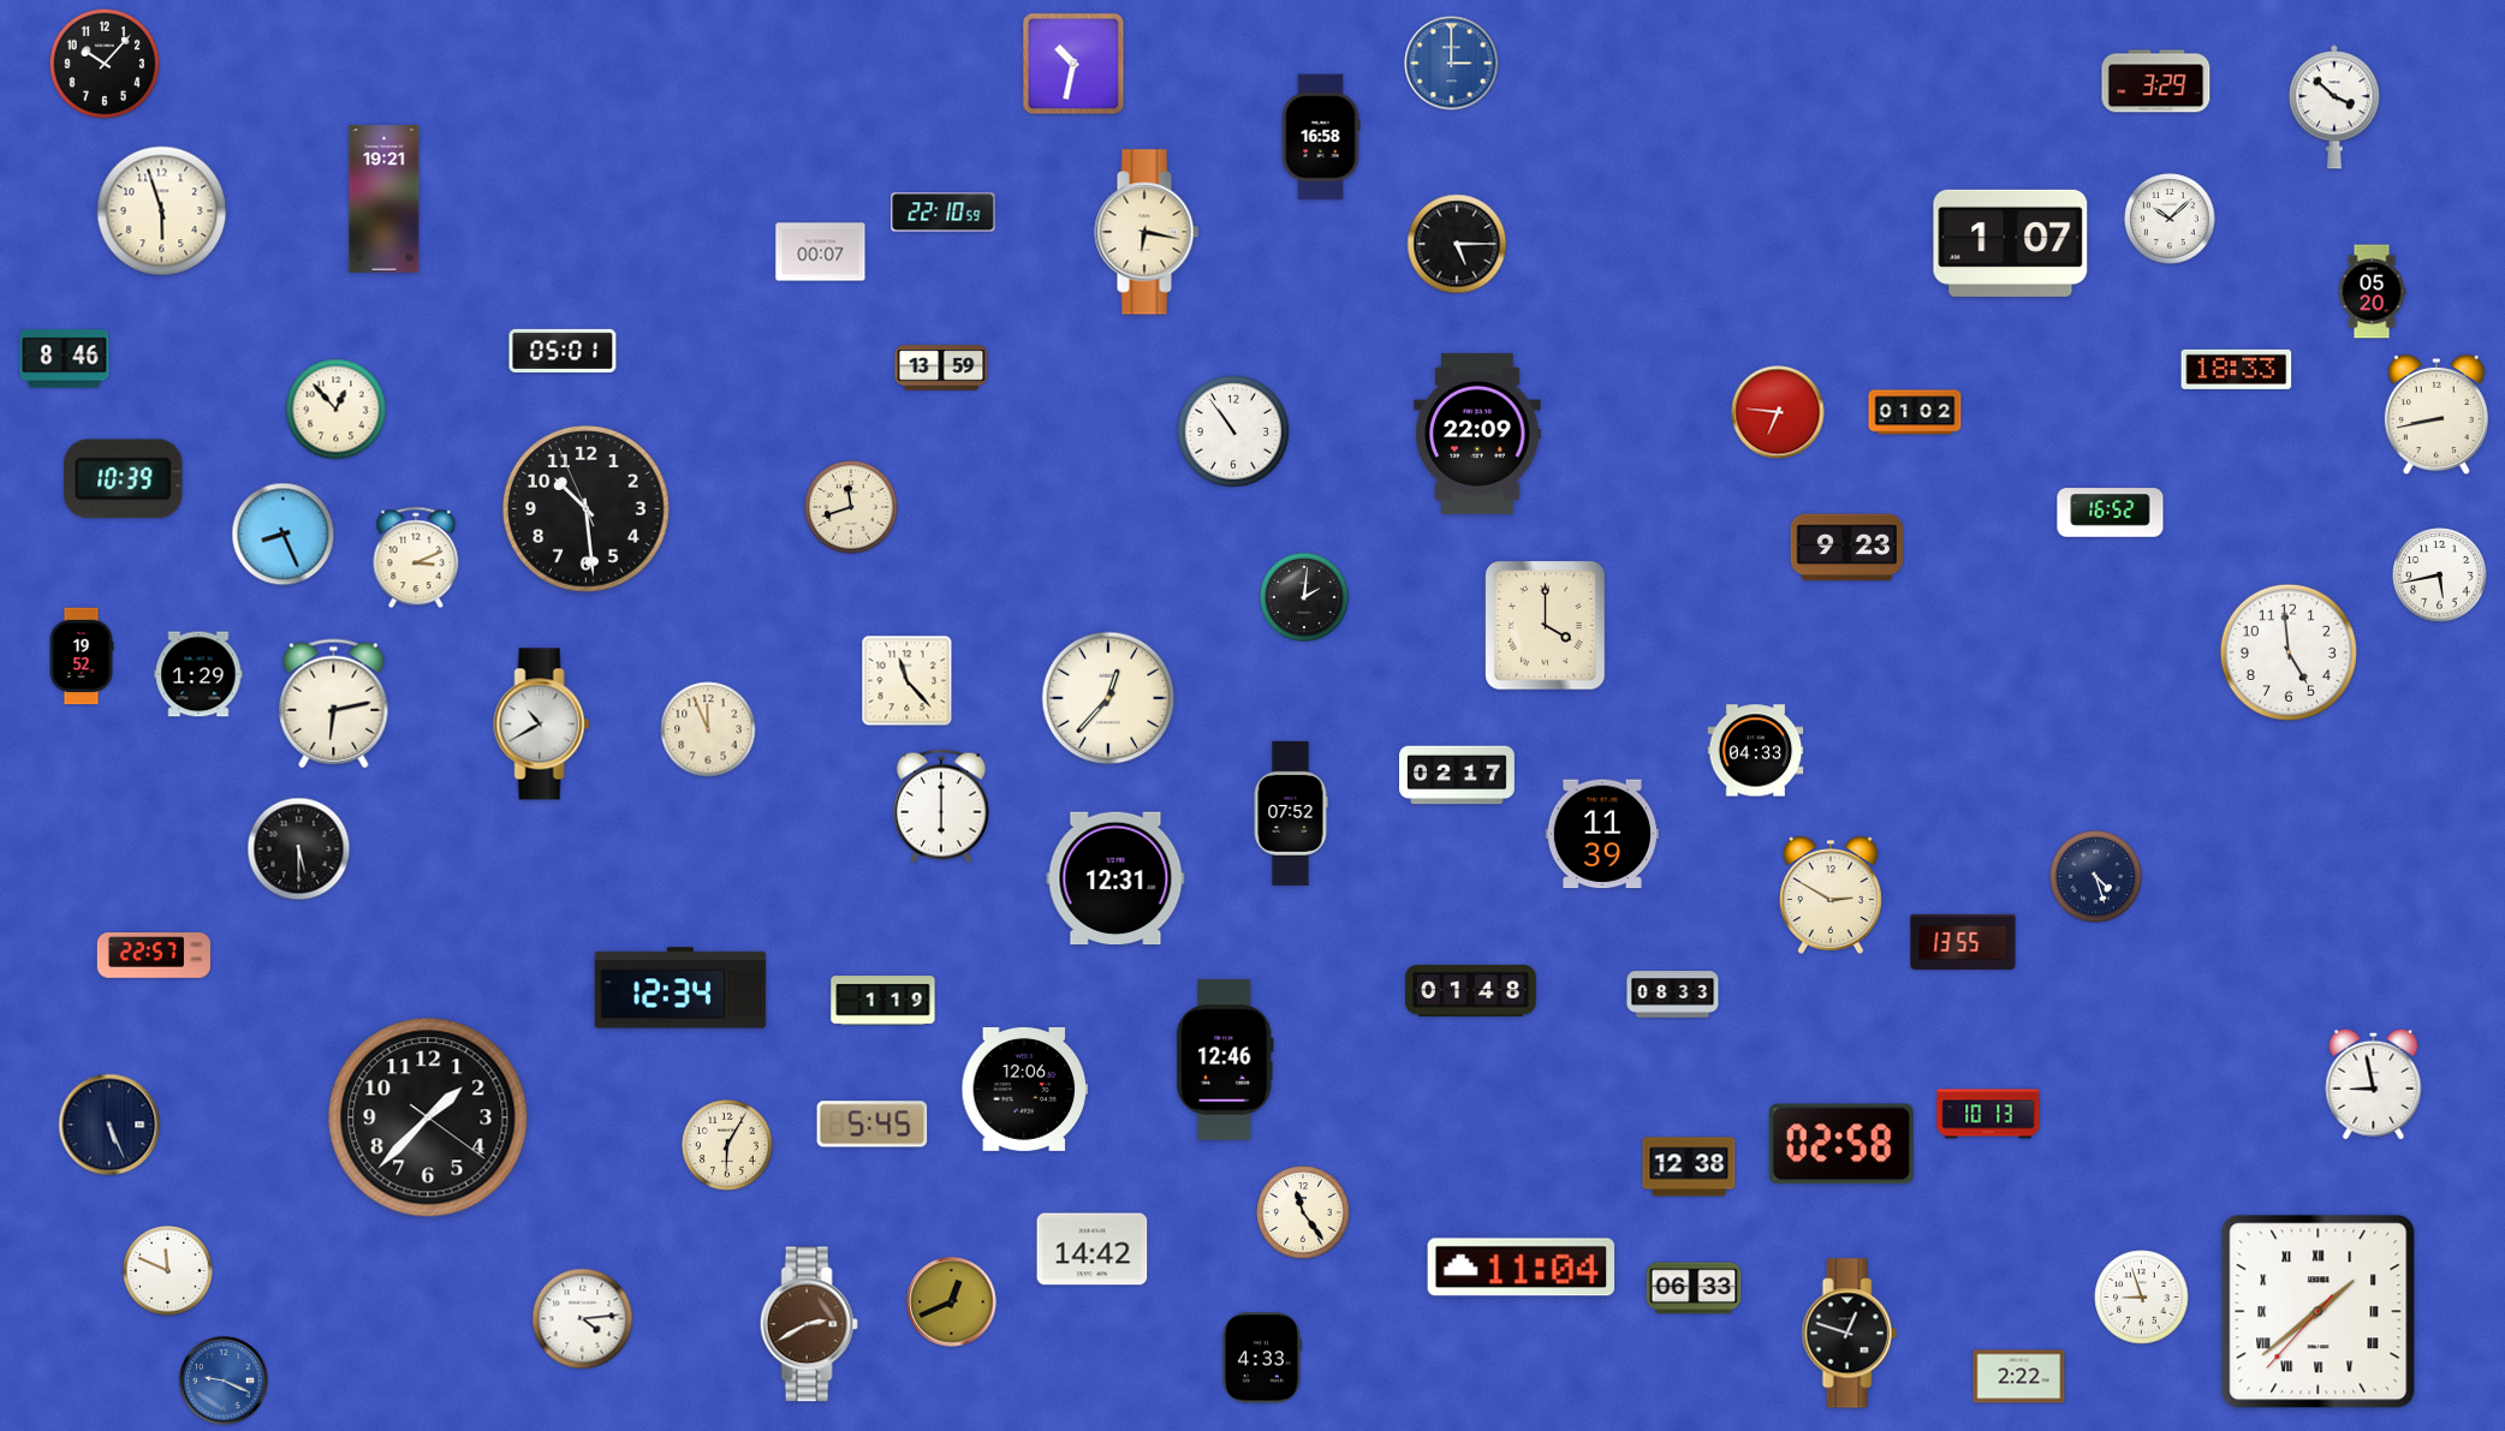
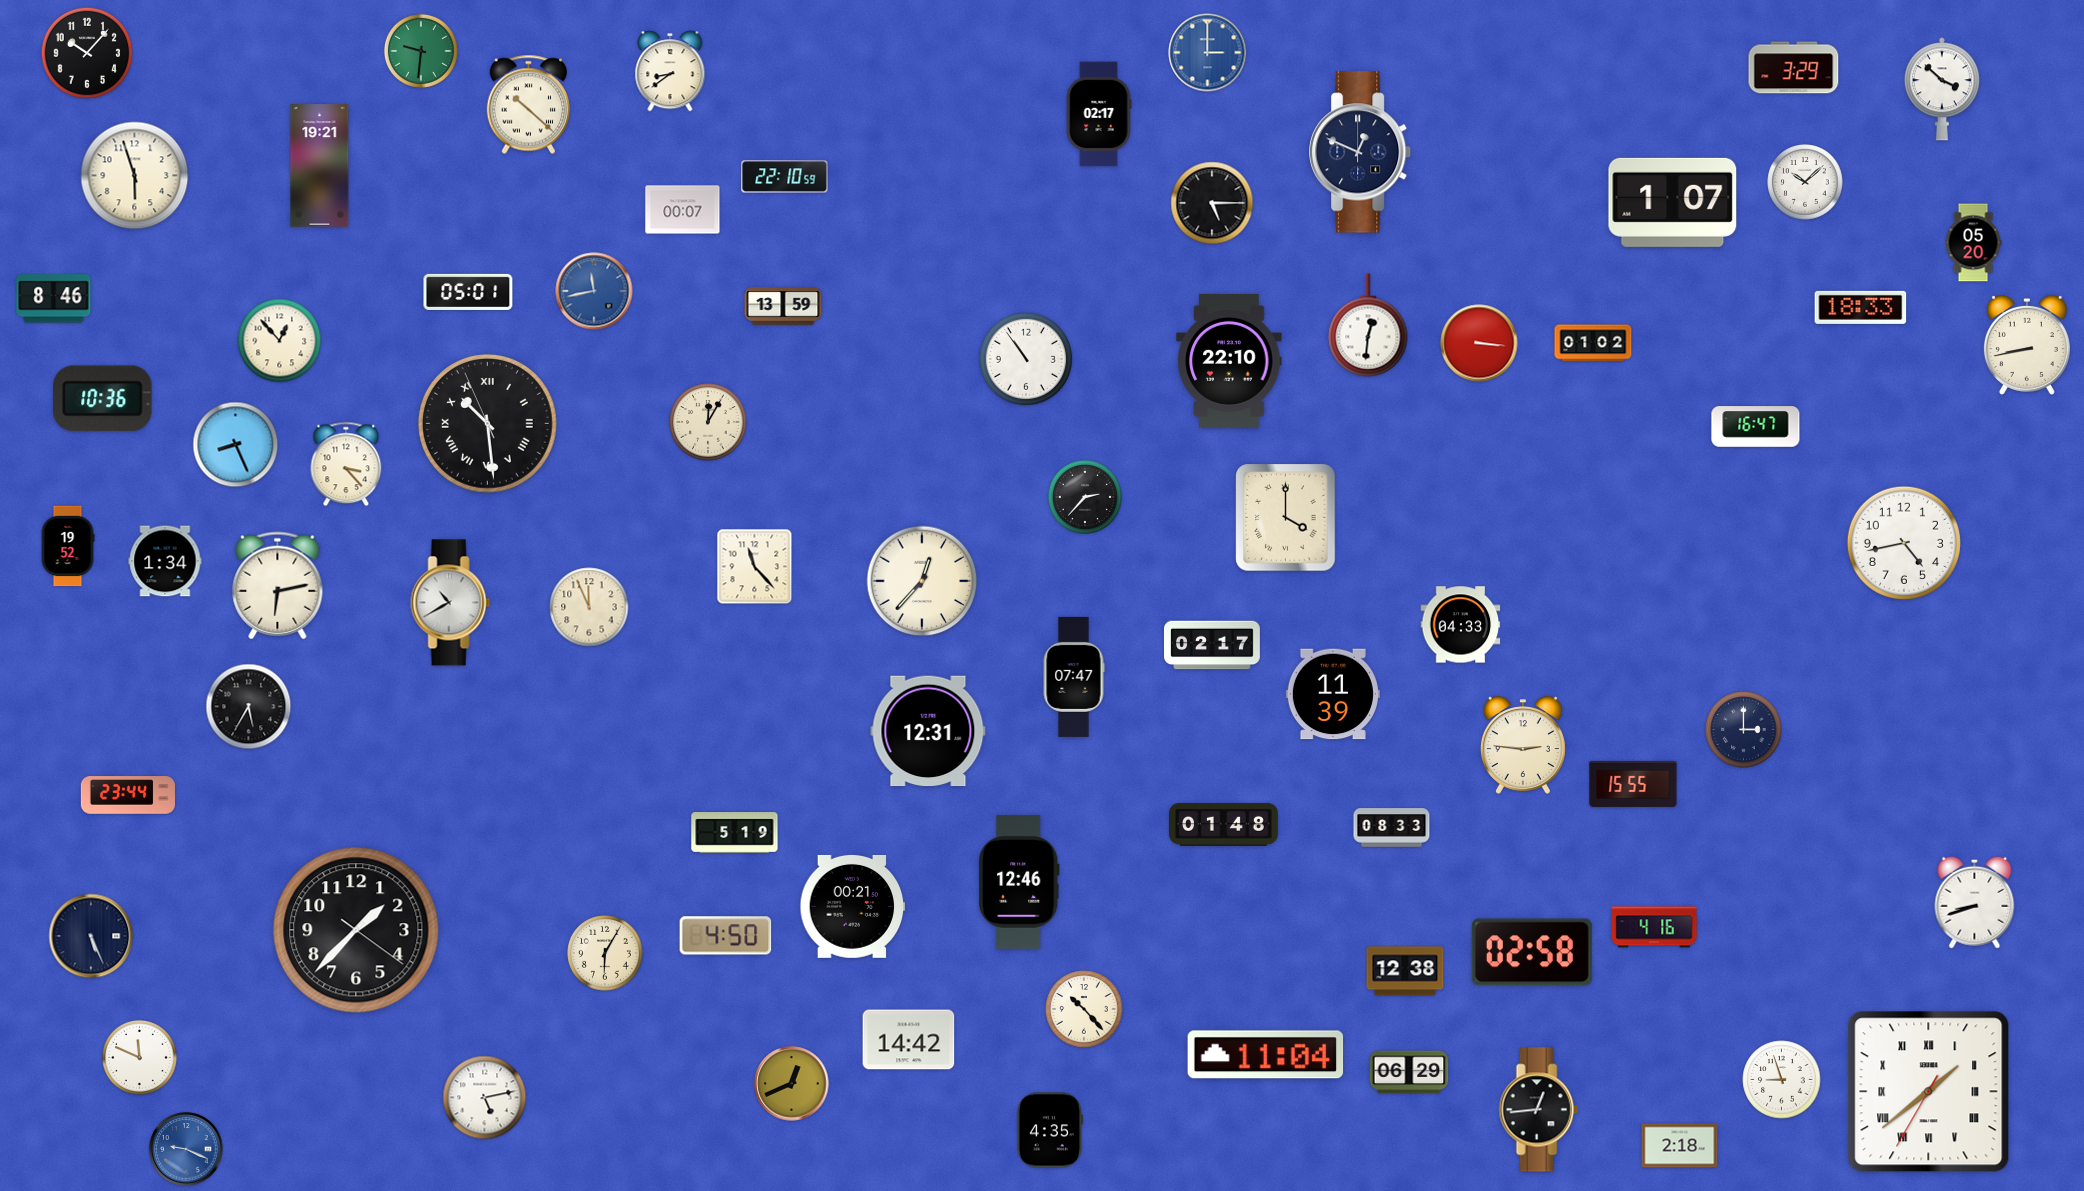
clock at (421, 51): none -> 9:31
clock at (1073, 64): 10:32 -> none
clock at (670, 71): none -> 8:39
clock at (528, 105): none -> 10:22
clock at (1321, 137): 16:58 -> 02:17
clock at (1361, 152): none -> 12:49
clock at (1147, 232): 6:17 -> none
clock at (594, 291): none -> 11:43
clock at (1368, 325): none -> 12:31
clock at (1778, 412): 6:46 -> 3:16
clock at (1477, 434): 22:09 -> 22:10
clock at (124, 479): 10:39 -> 10:36
clock at (851, 507): 11:42 -> 12:05
clock at (585, 508) numerals: Arabic -> Roman
clock at (2111, 513): 16:52 -> 16:47
clock at (1847, 548): 9:23 -> none
clock at (416, 558): 3:11 -> 3:23
clock at (2440, 576): 5:43 -> none
clock at (1304, 597): 2:01 -> 2:37
clock at (1546, 626) position: (1546, 626) -> (1286, 518)
clock at (2289, 652): 4:59 -> 4:43
clock at (198, 674): 1:29 -> 1:34
clock at (941, 806): 6:00 -> none
clock at (1291, 813): 07:52 -> 07:47
clock at (299, 849): 5:30 -> 5:35
clock at (2096, 877): 4:27 -> 3:00
clock at (1831, 895): 2:50 -> 2:46
clock at (1963, 942): 13:55 -> 15:55
clock at (154, 955): 22:57 -> 23:44
clock at (680, 988): 12:34 -> none
clock at (883, 1001): 1:19 -> 5:19
clock at (2374, 1084): 8:58 -> 8:42
clock at (1025, 1089): 12:06 -> 00:21
clock at (1988, 1114): 10:13 -> 4:16
clock at (873, 1125): 5:45 -> 4:50
clock at (1303, 1212): 11:24 -> 10:23
clock at (1694, 1288): 06:33 -> 06:29
clock at (2319, 1312): 1:38:37 -> 1:38:35
clock at (583, 1319): 4:14 -> 5:13
clock at (809, 1324): 2:40 -> none
clock at (1849, 1334): 12:48 -> 12:44
clock at (1261, 1358): 4:33 -> 4:35
clock at (2019, 1377): 2:22 -> 2:18
